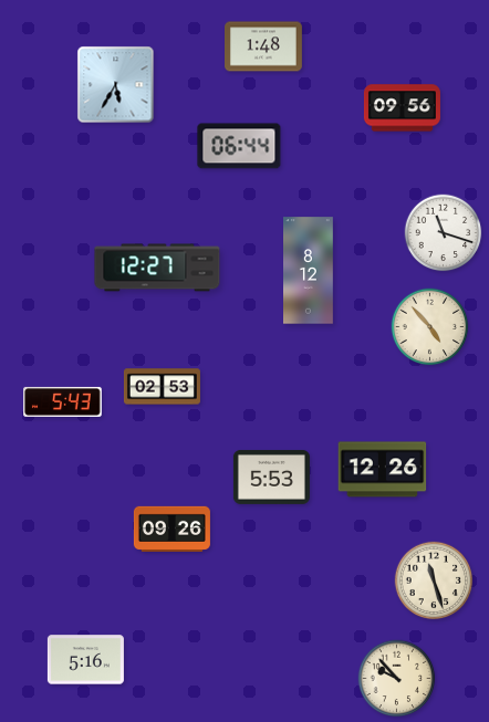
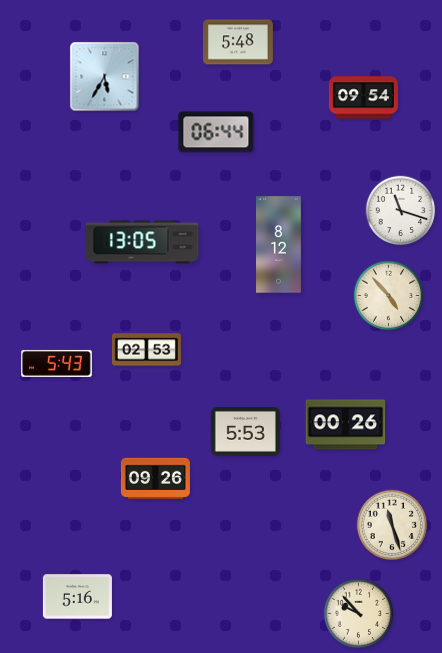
clock at (264, 46): 1:48 -> 5:48
clock at (402, 108): 09:56 -> 09:54
clock at (157, 268): 12:27 -> 13:05
clock at (383, 470): 12:26 -> 00:26
